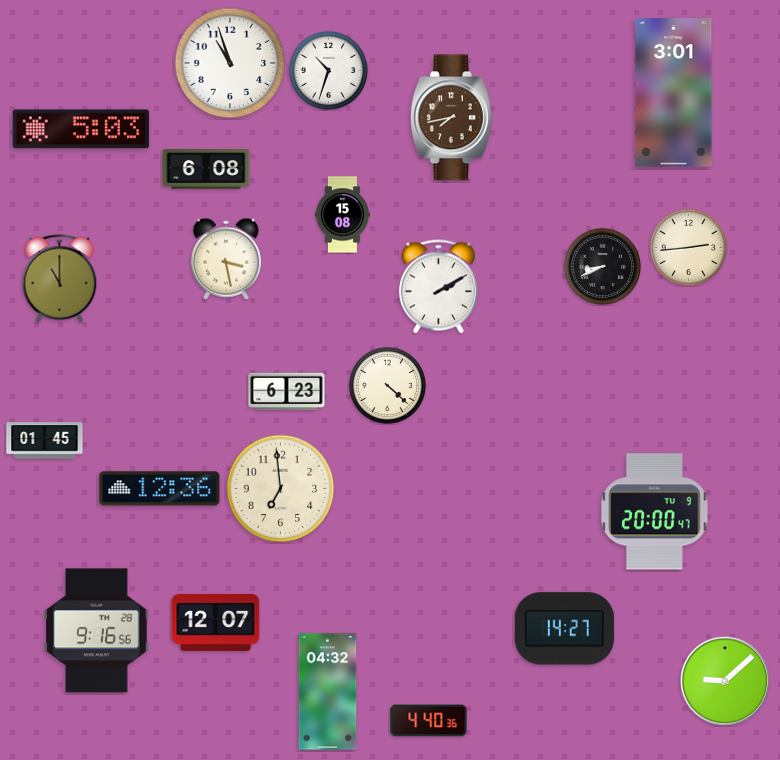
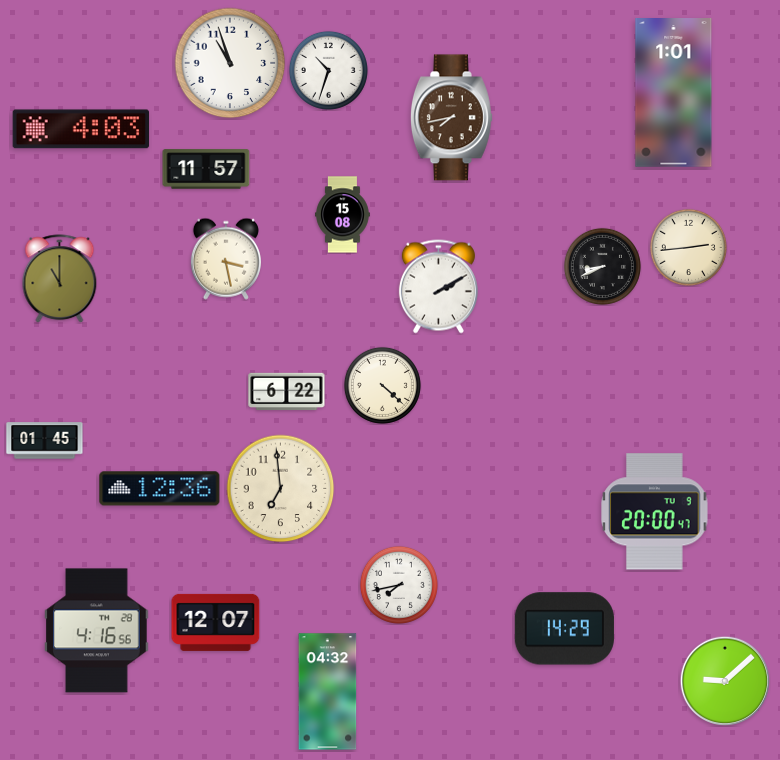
clock at (674, 93): 3:01 -> 1:01
clock at (81, 129): 5:03 -> 4:03
clock at (206, 169): 6:08 -> 11:57
clock at (387, 385) position: (387, 385) -> (382, 385)
clock at (287, 392): 6:23 -> 6:22
clock at (399, 585): none -> 7:43
clock at (564, 629): 14:27 -> 14:29
clock at (97, 631): 9:16 -> 4:16
clock at (429, 721): 4:40 -> none
